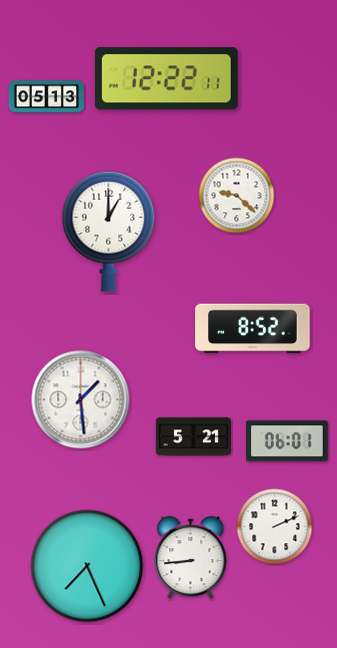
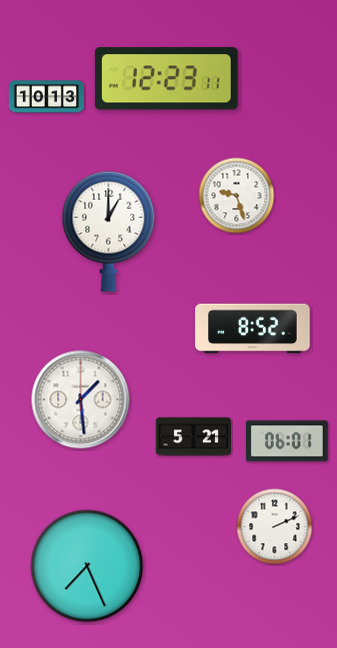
clock at (166, 79): 12:22 -> 12:23
clock at (46, 97): 05:13 -> 10:13
clock at (237, 196): 9:22 -> 9:27
clock at (191, 558): 8:44 -> none
